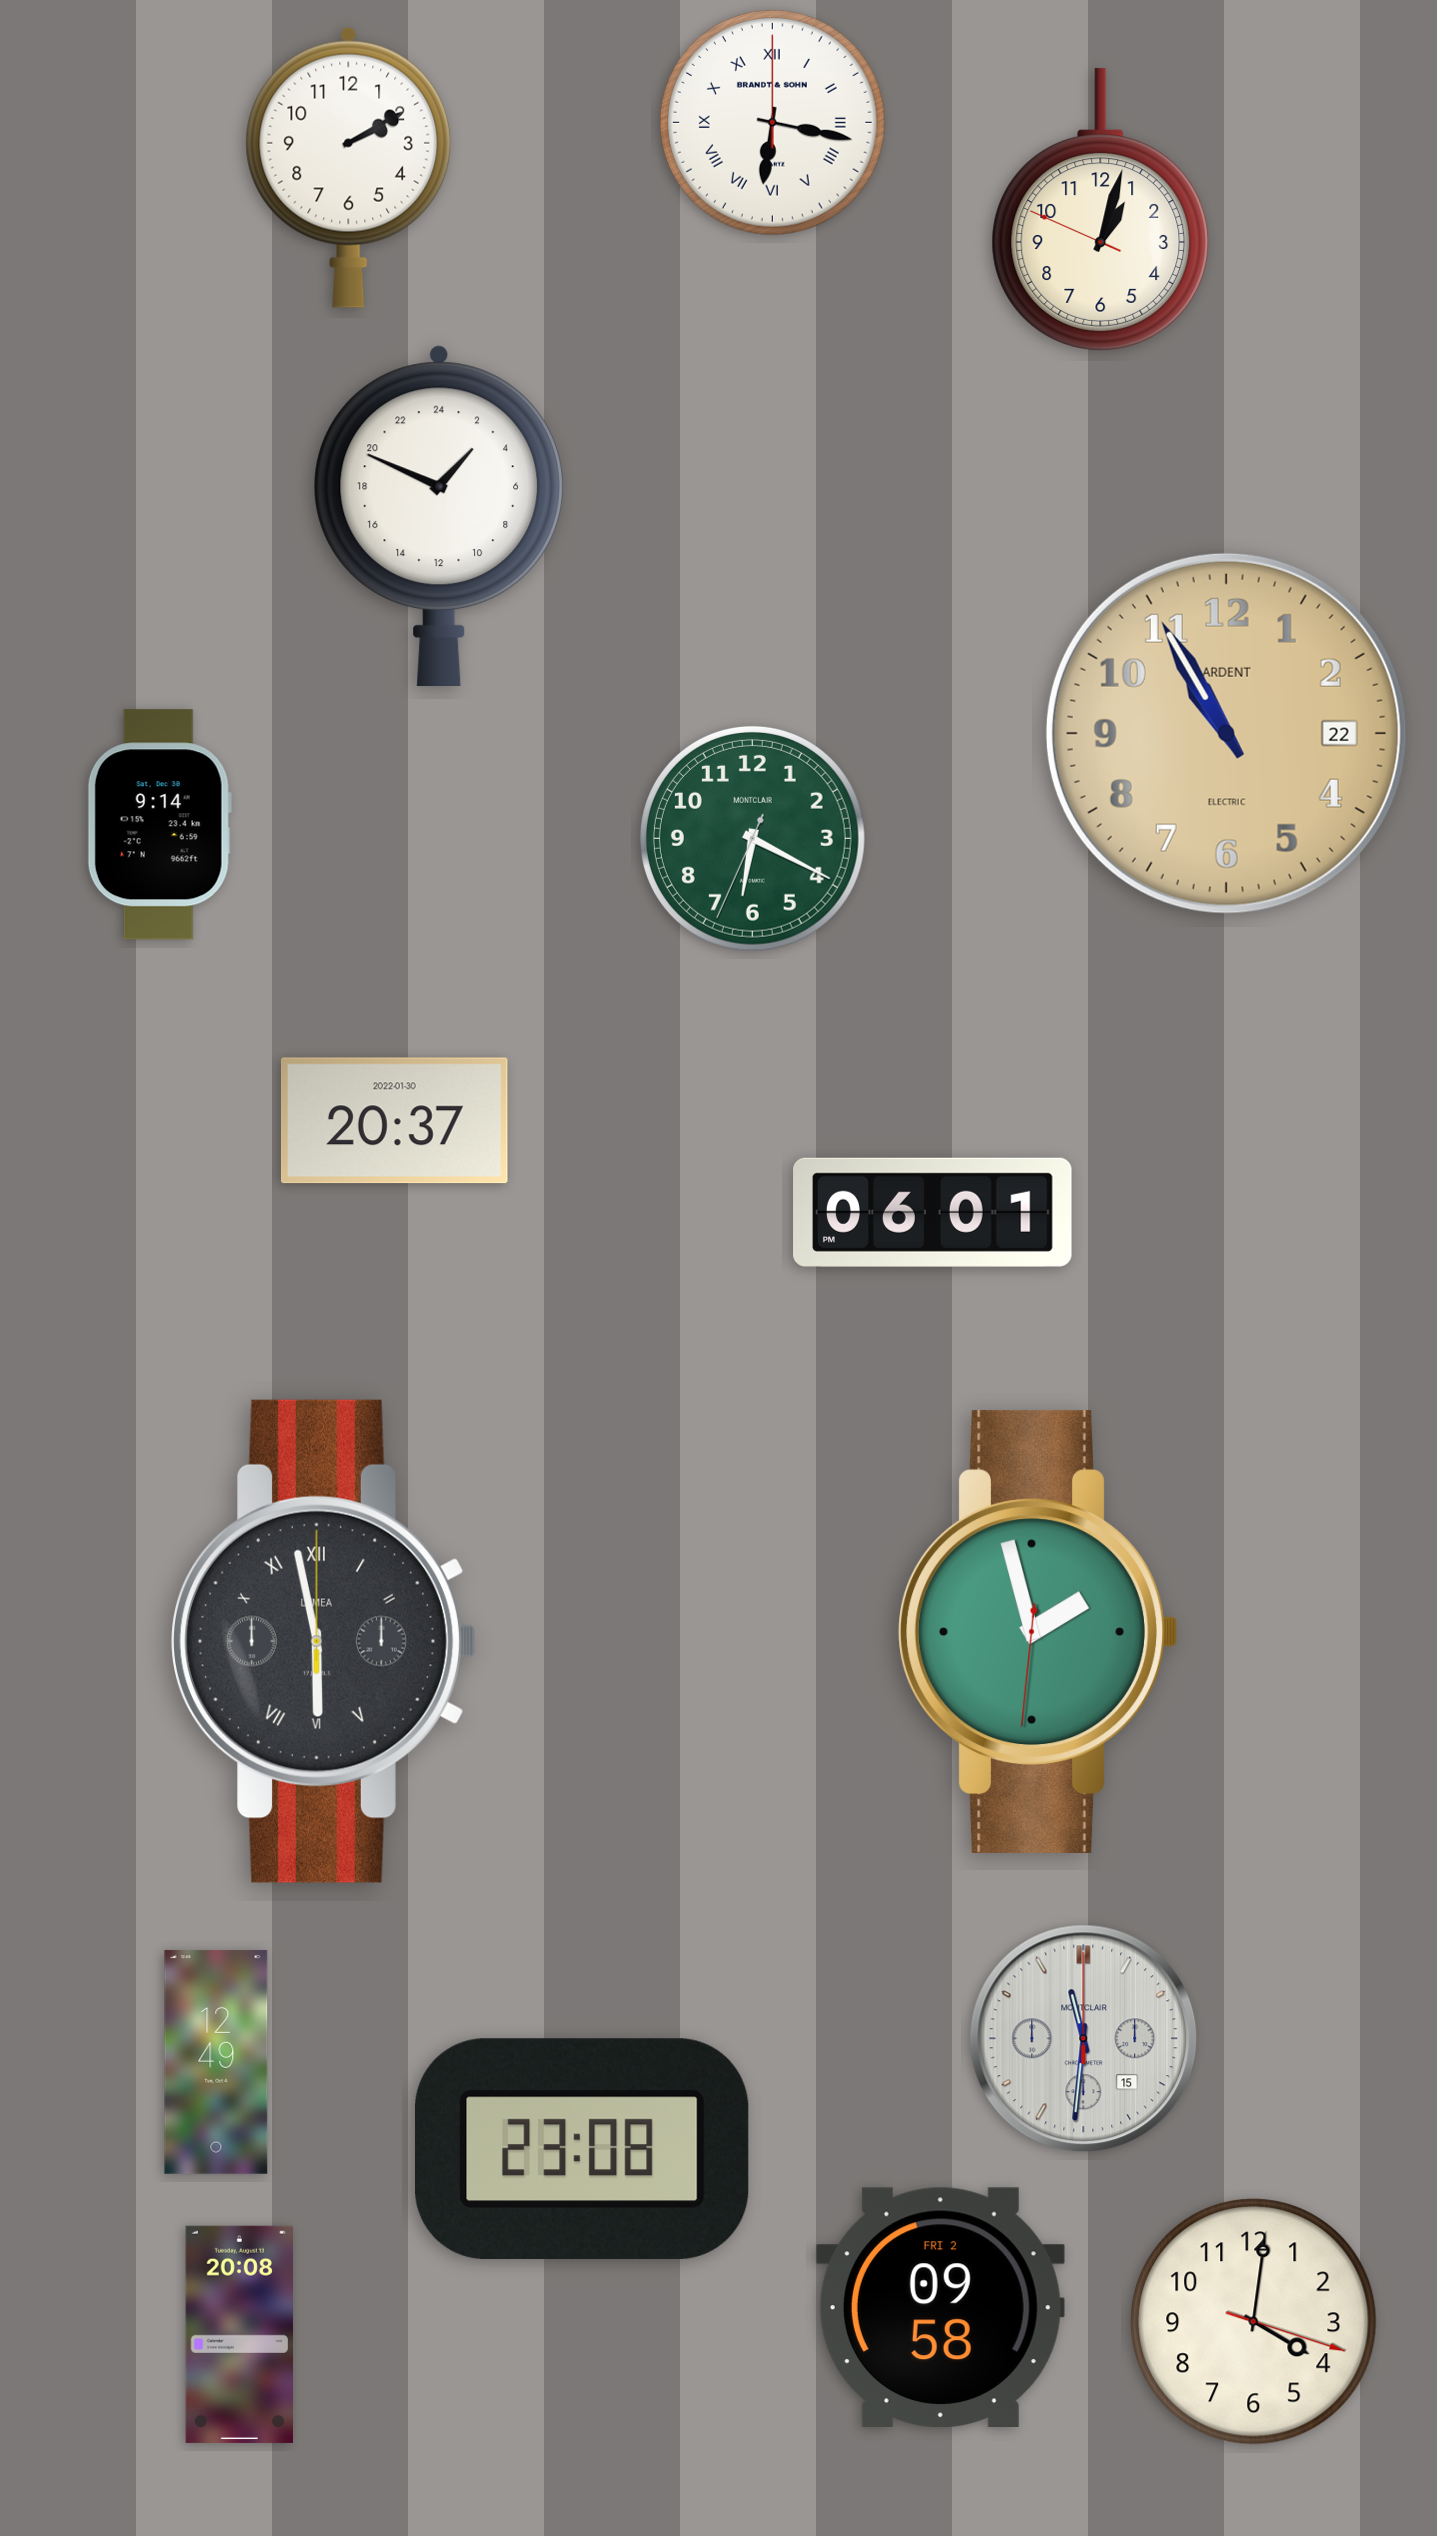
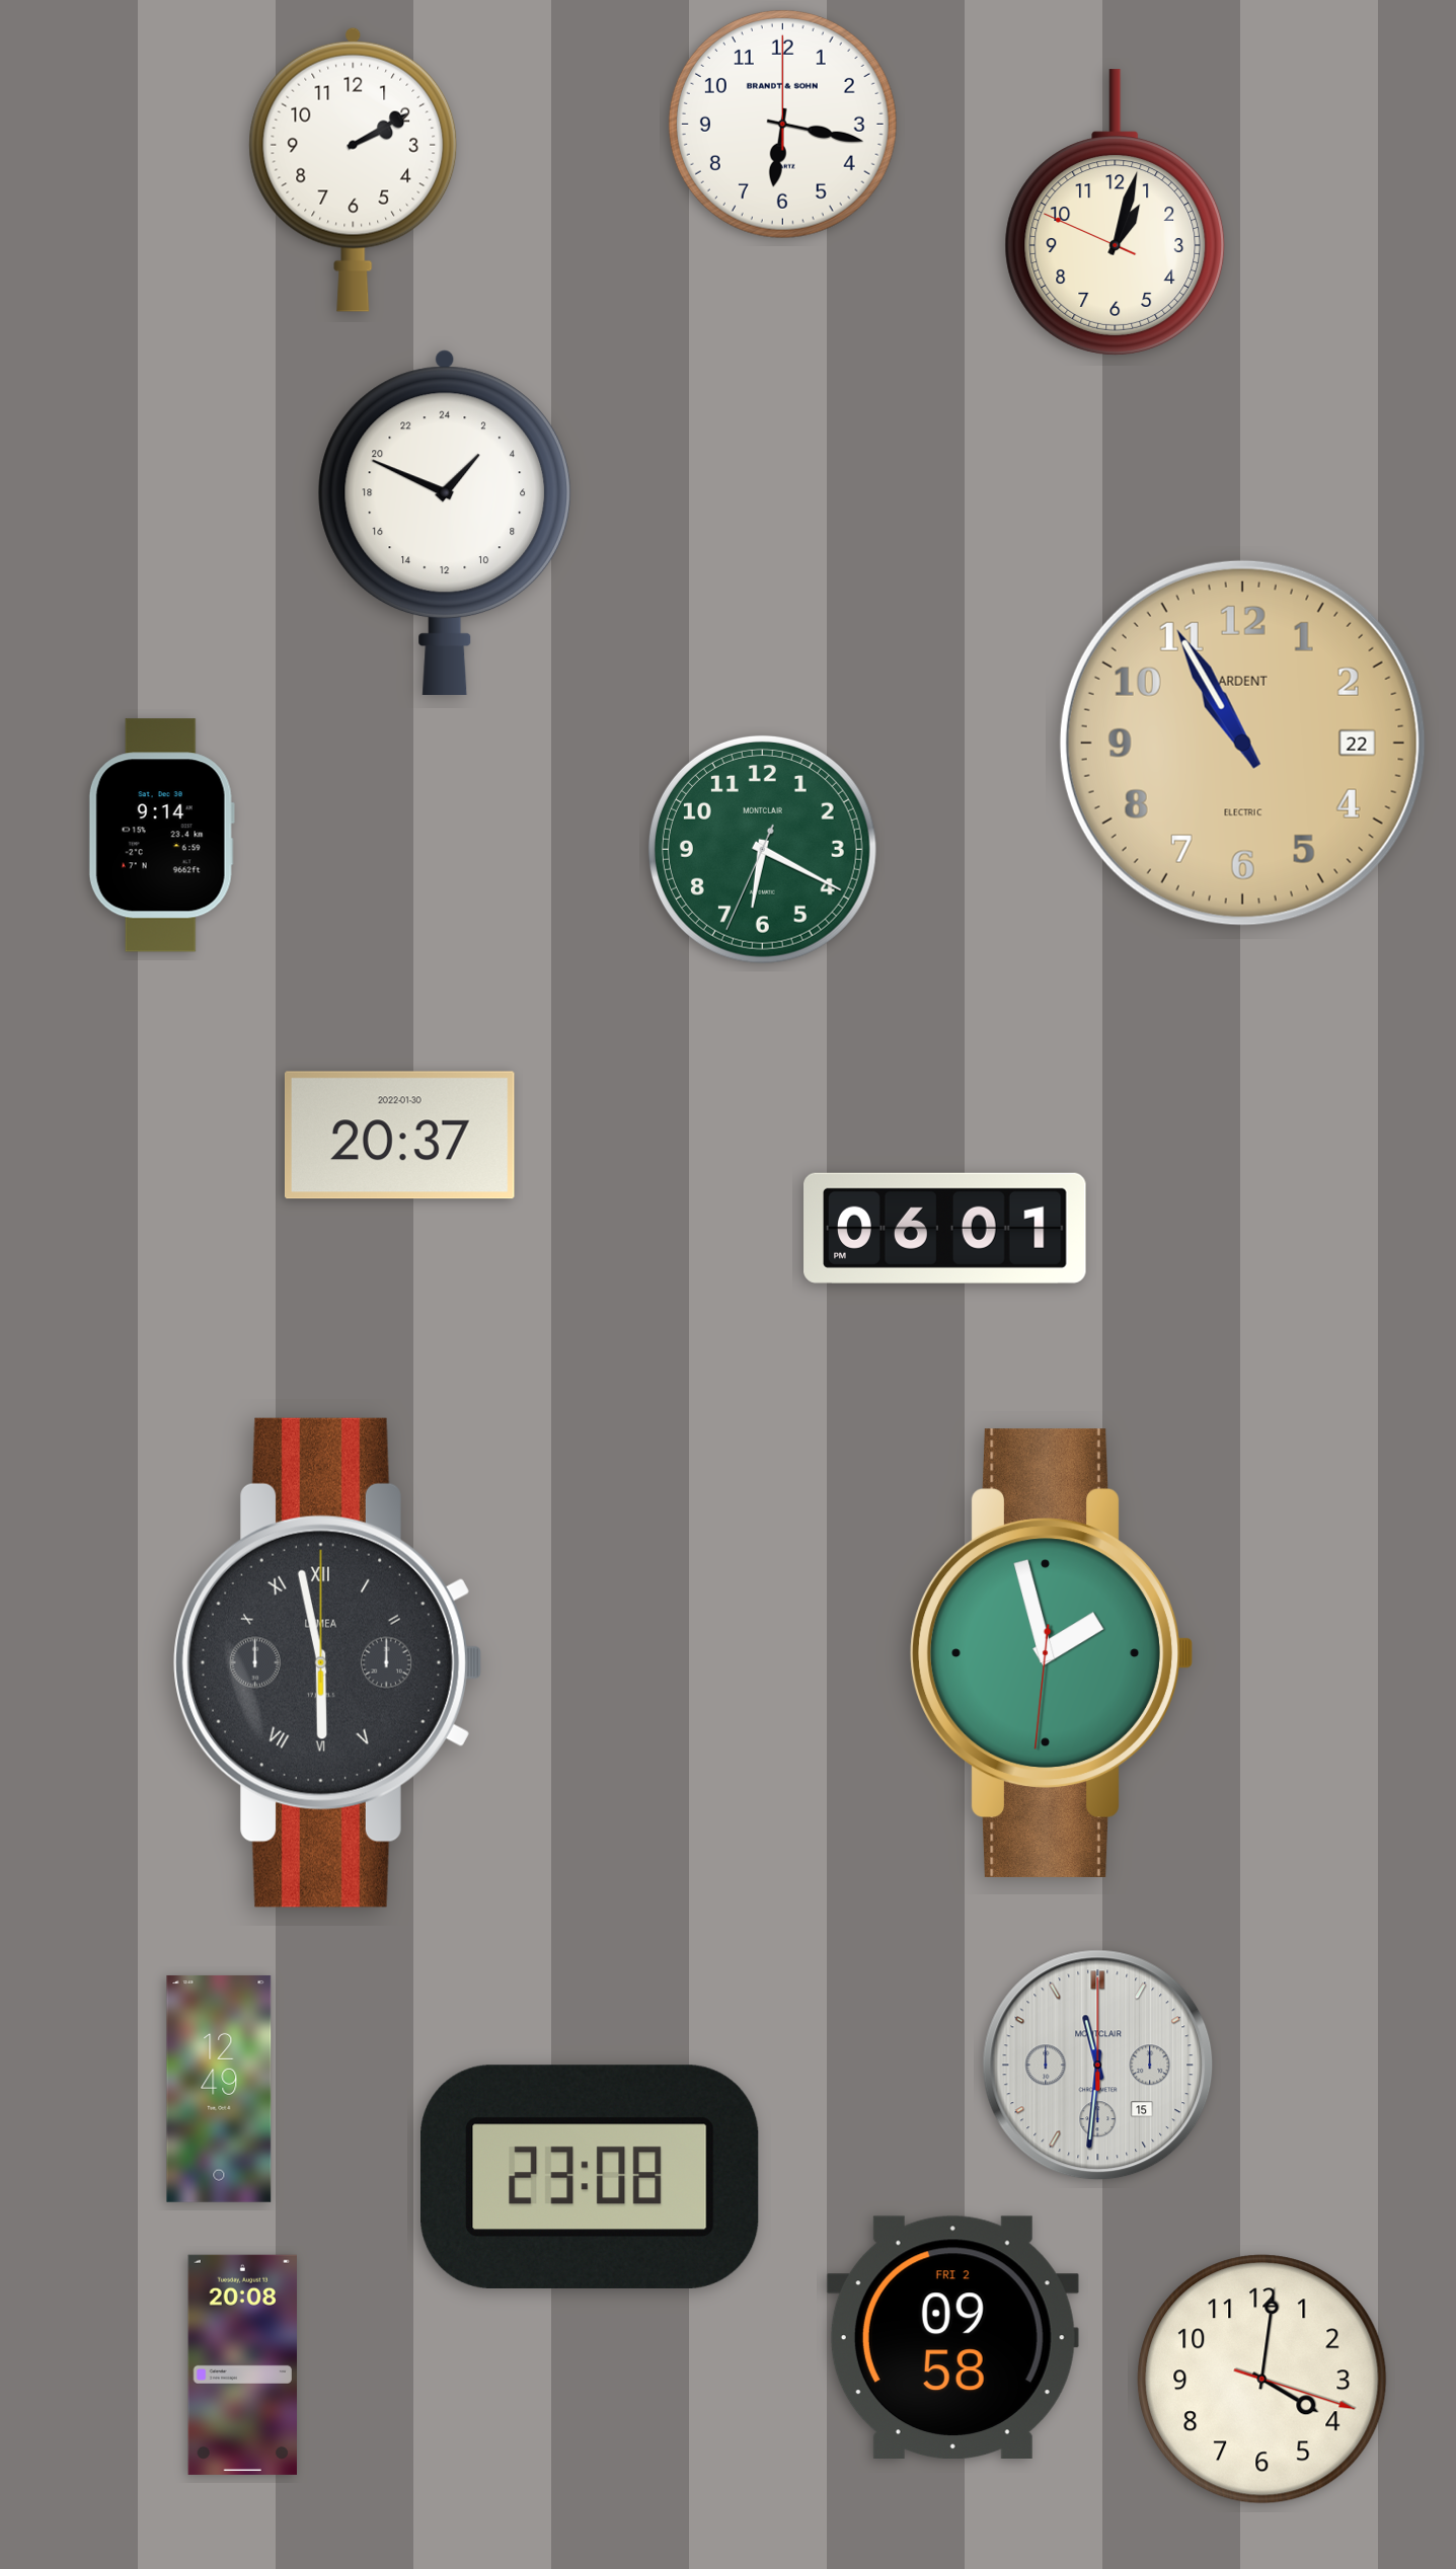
clock at (772, 122) numerals: Roman -> Arabic
clock at (1254, 2322) position: (1254, 2322) -> (1262, 2380)
